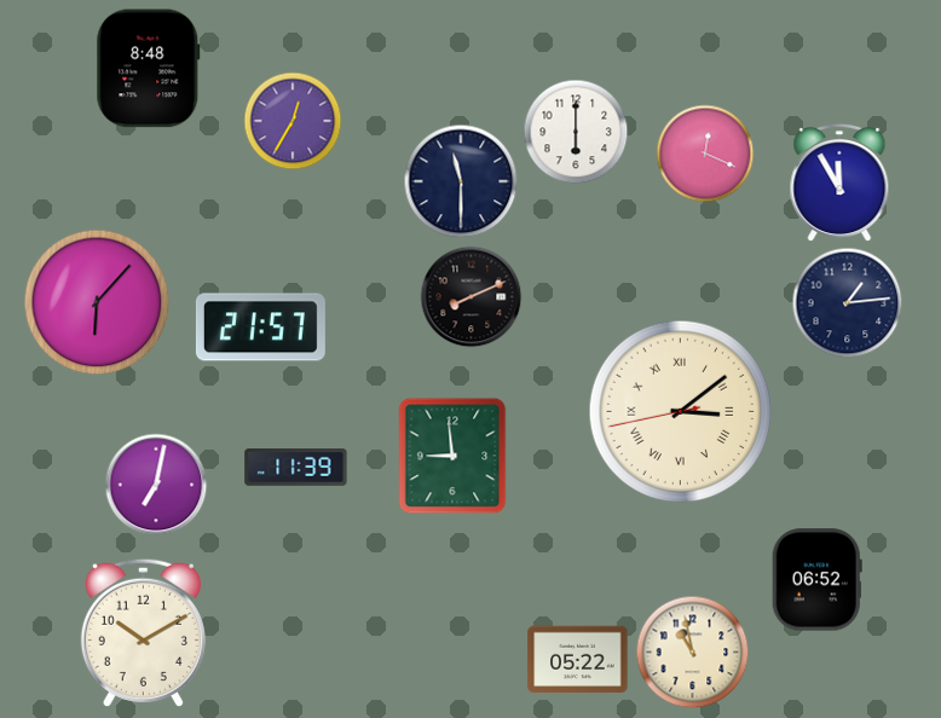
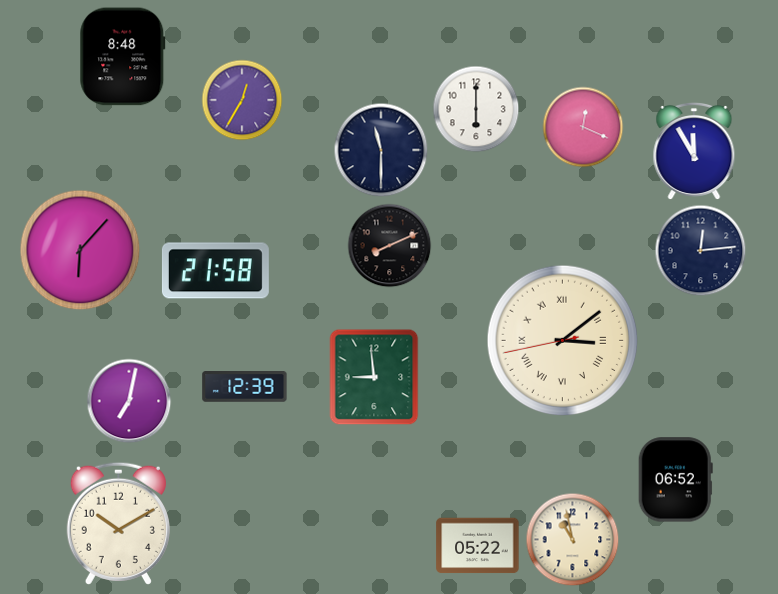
clock at (848, 303): 1:14 -> 12:14
clock at (260, 328): 21:57 -> 21:58
clock at (296, 468): 11:39 -> 12:39
